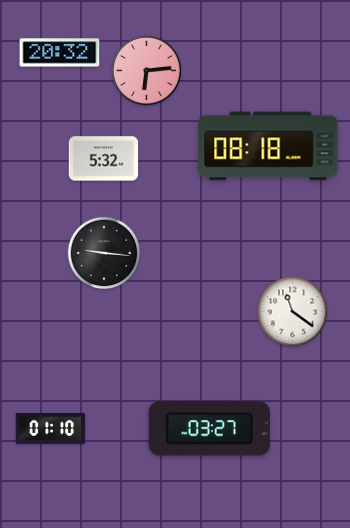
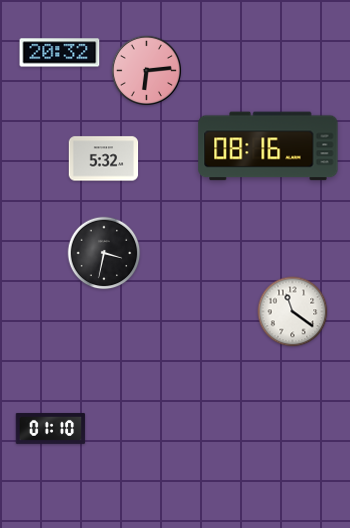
clock at (268, 146): 08:18 -> 08:16
clock at (104, 253): 9:16 -> 3:32
clock at (209, 429): 03:27 -> none
